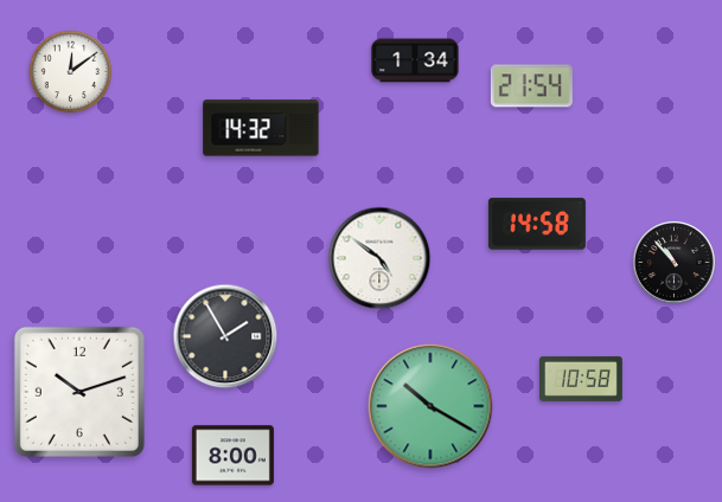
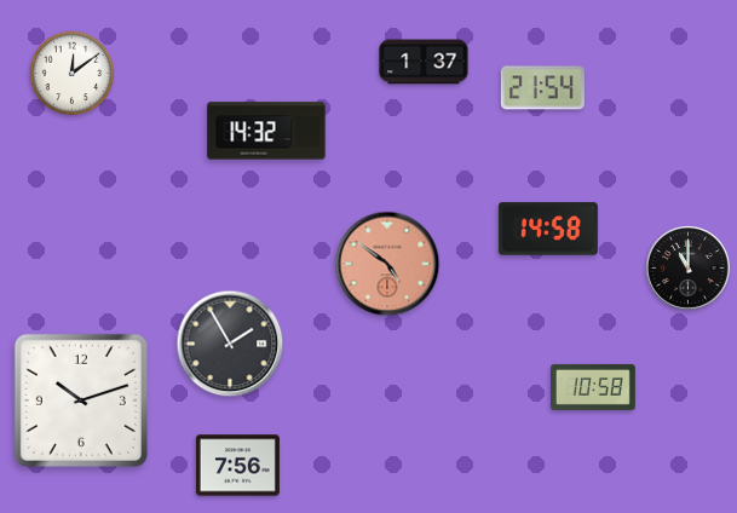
clock at (415, 60): 1:34 -> 1:37
clock at (379, 258) dial: white -> salmon
clock at (675, 263): 10:53 -> 11:00
clock at (430, 406): 10:20 -> none
clock at (232, 456): 8:00 -> 7:56
